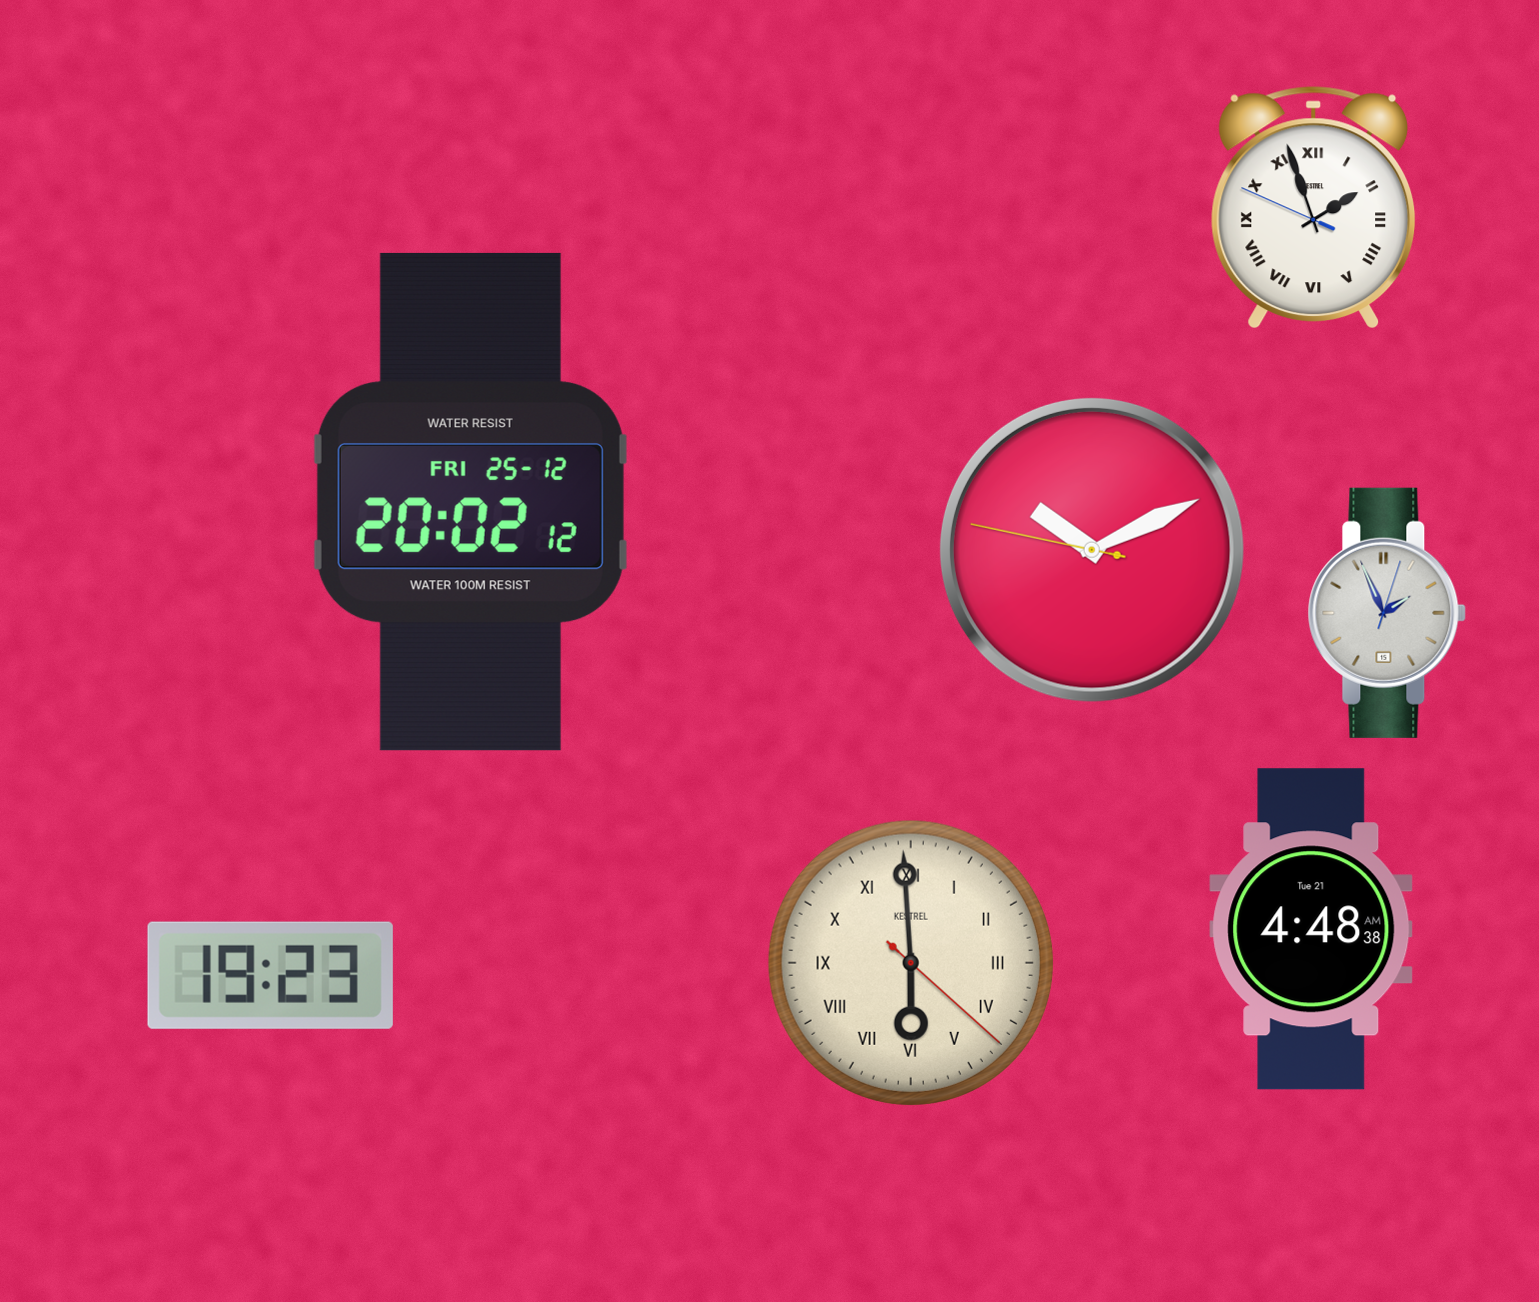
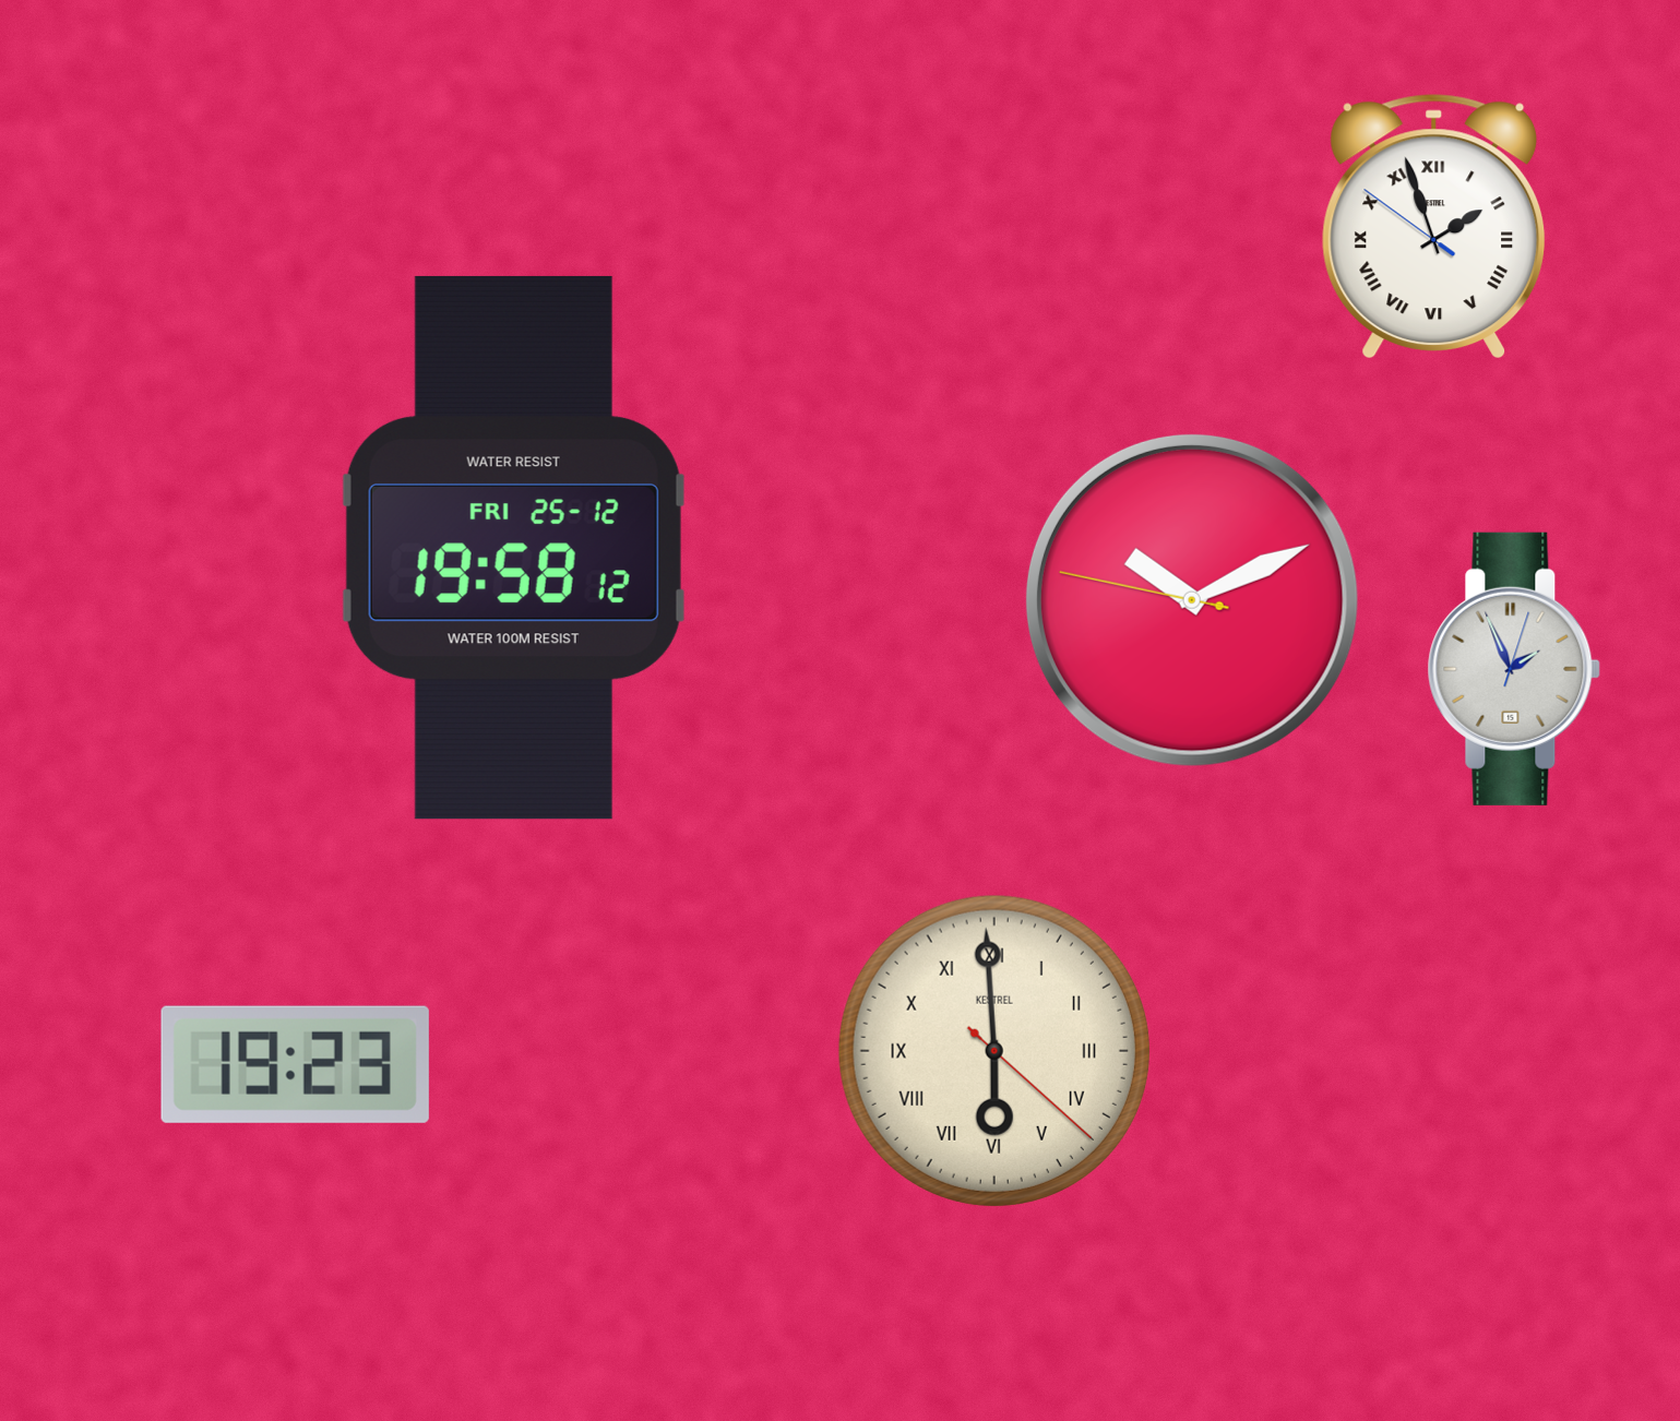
clock at (1314, 207): 1:56:49 -> 1:56:51
clock at (471, 502): 20:02 -> 19:58
clock at (1311, 929): 4:48 -> none
